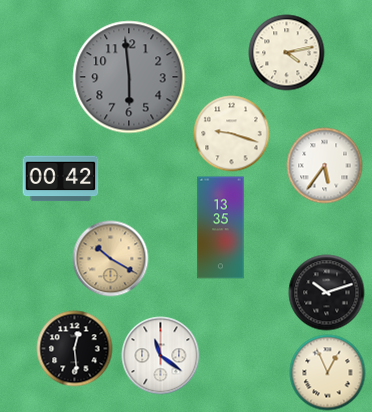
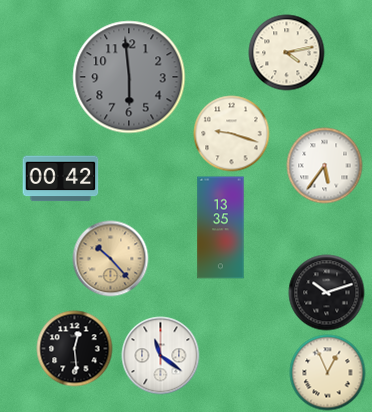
clock at (111, 259): 10:20 -> 10:23
